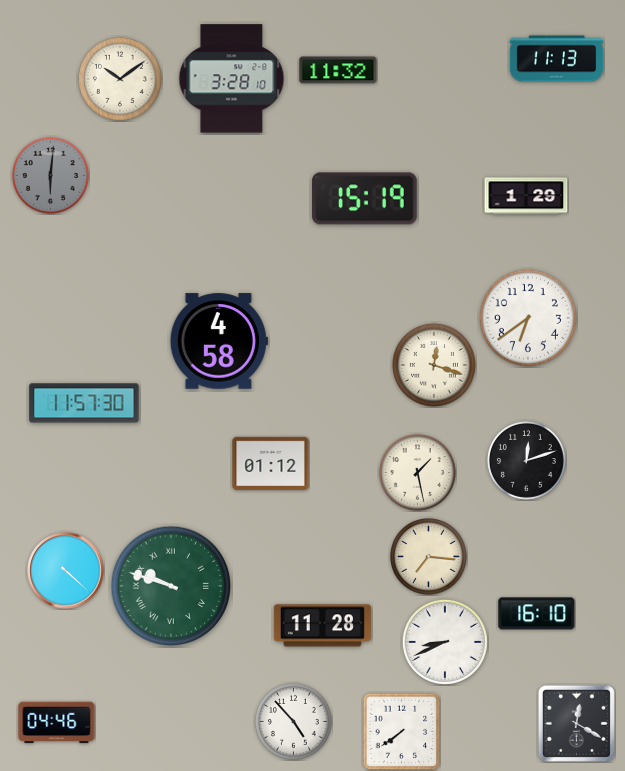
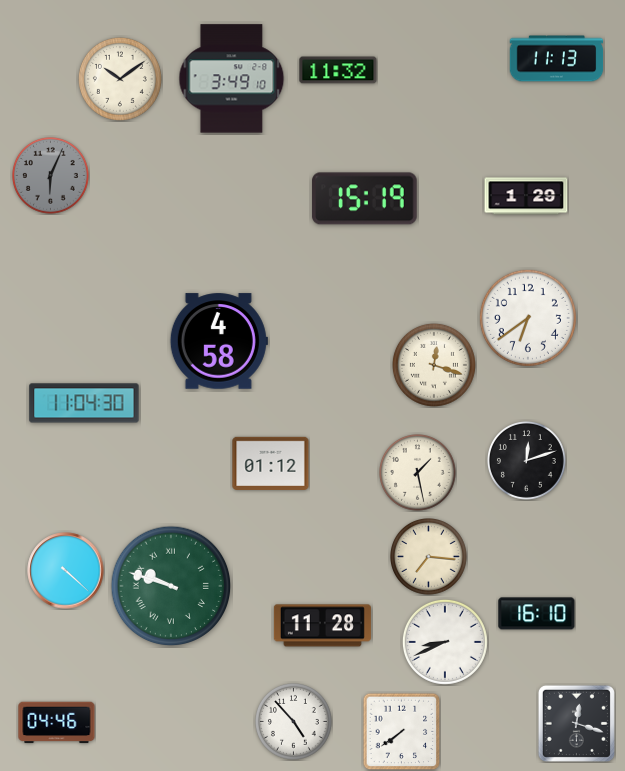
clock at (232, 79): 3:28 -> 3:49
clock at (51, 176): 6:01 -> 6:04
clock at (84, 403): 11:57 -> 11:04
clock at (576, 723): 12:20 -> 12:18
